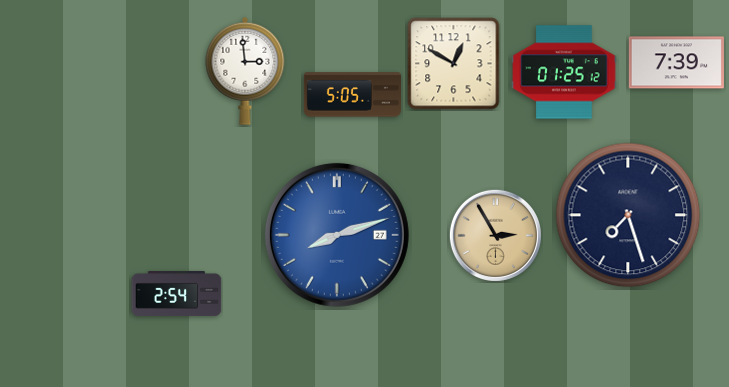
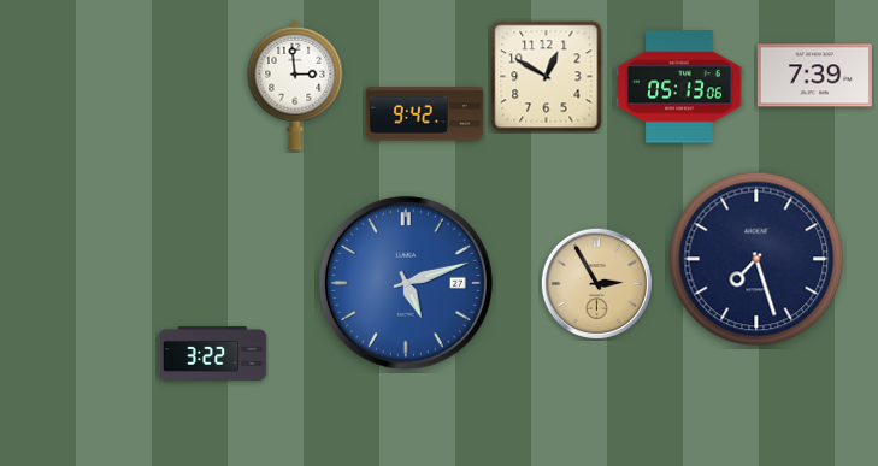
clock at (564, 72): 01:25 -> 05:13
clock at (352, 95): 5:05 -> 9:42
clock at (337, 235): 8:12 -> 5:12
clock at (177, 293): 2:54 -> 3:22
